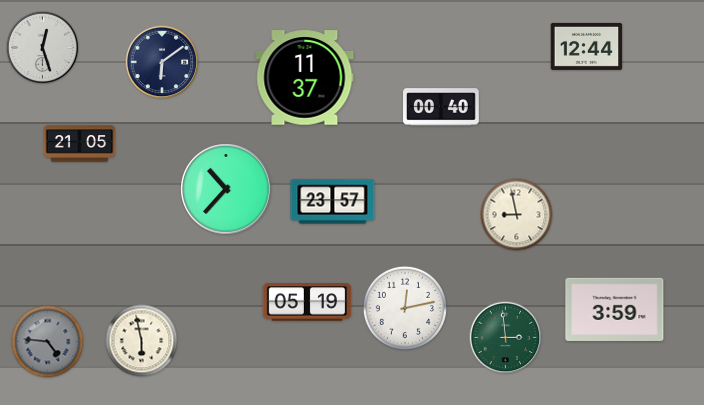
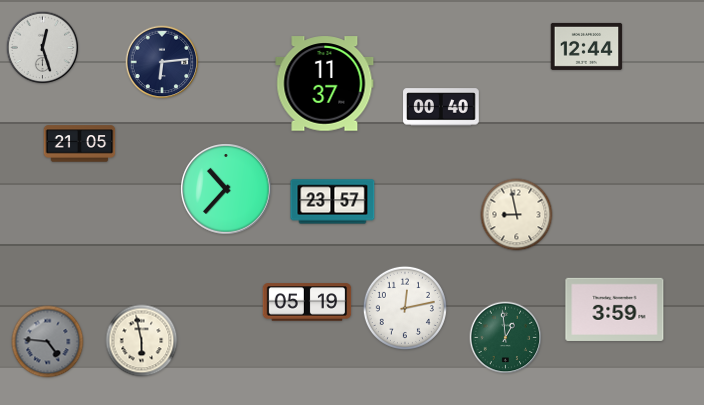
clock at (162, 62): 6:09 -> 6:14
clock at (305, 78) position: (305, 78) -> (325, 84)
clock at (506, 338): 2:59 -> 12:59
